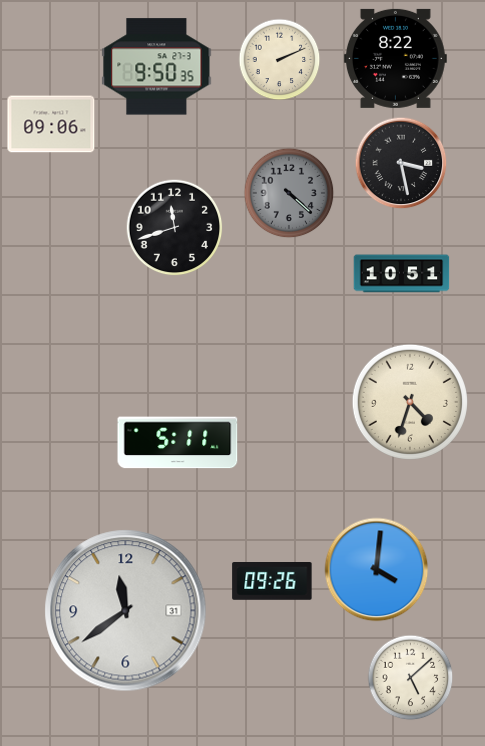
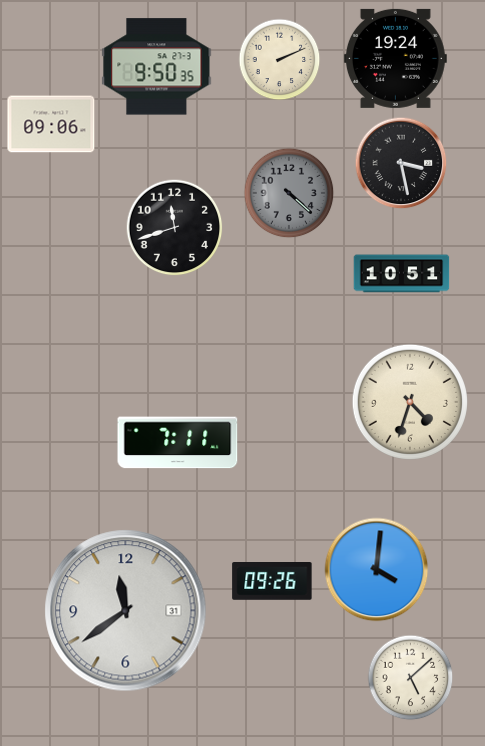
clock at (395, 58): 8:22 -> 19:24
clock at (178, 443): 5:11 -> 7:11
